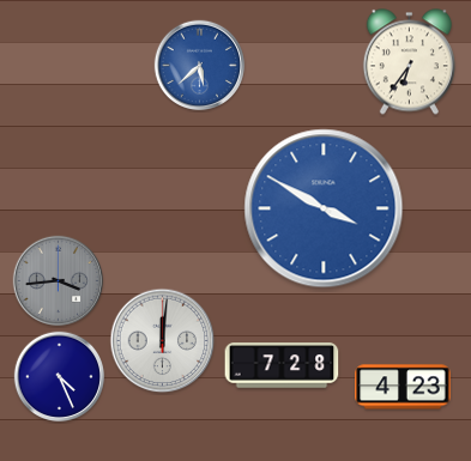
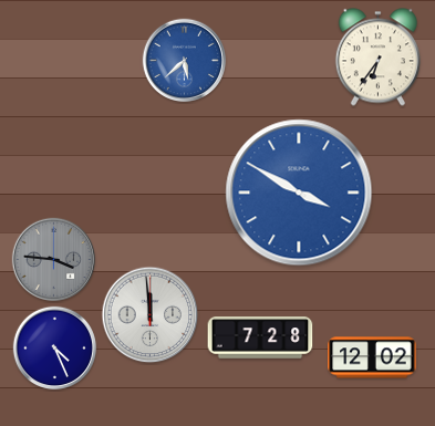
clock at (59, 281): 3:44 -> 3:46
clock at (163, 341): 12:01 -> 11:59
clock at (403, 387): 4:23 -> 12:02
